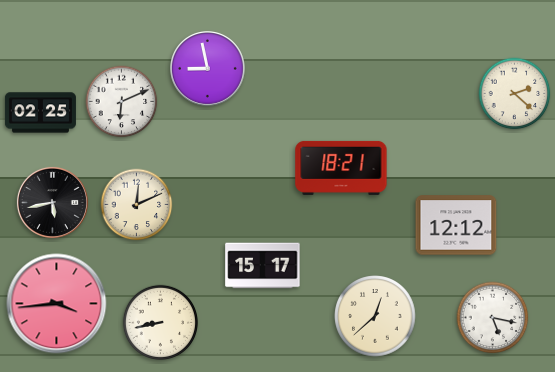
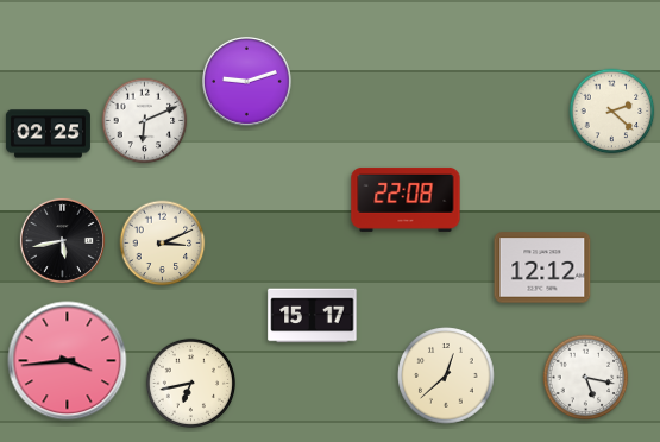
clock at (208, 69): 8:58 -> 9:12
clock at (341, 168): 18:21 -> 22:08
clock at (137, 205): 12:11 -> 3:11
clock at (160, 322): 8:43 -> 6:43
